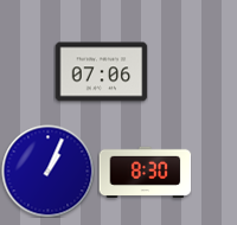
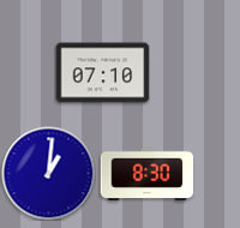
clock at (101, 72): 07:06 -> 07:10
clock at (47, 171): 1:04 -> 1:01
